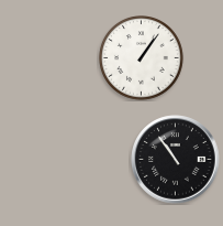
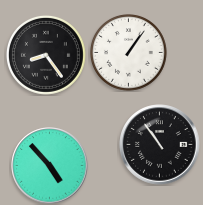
clock at (46, 55): none -> 8:24
clock at (50, 166): none -> 4:53
